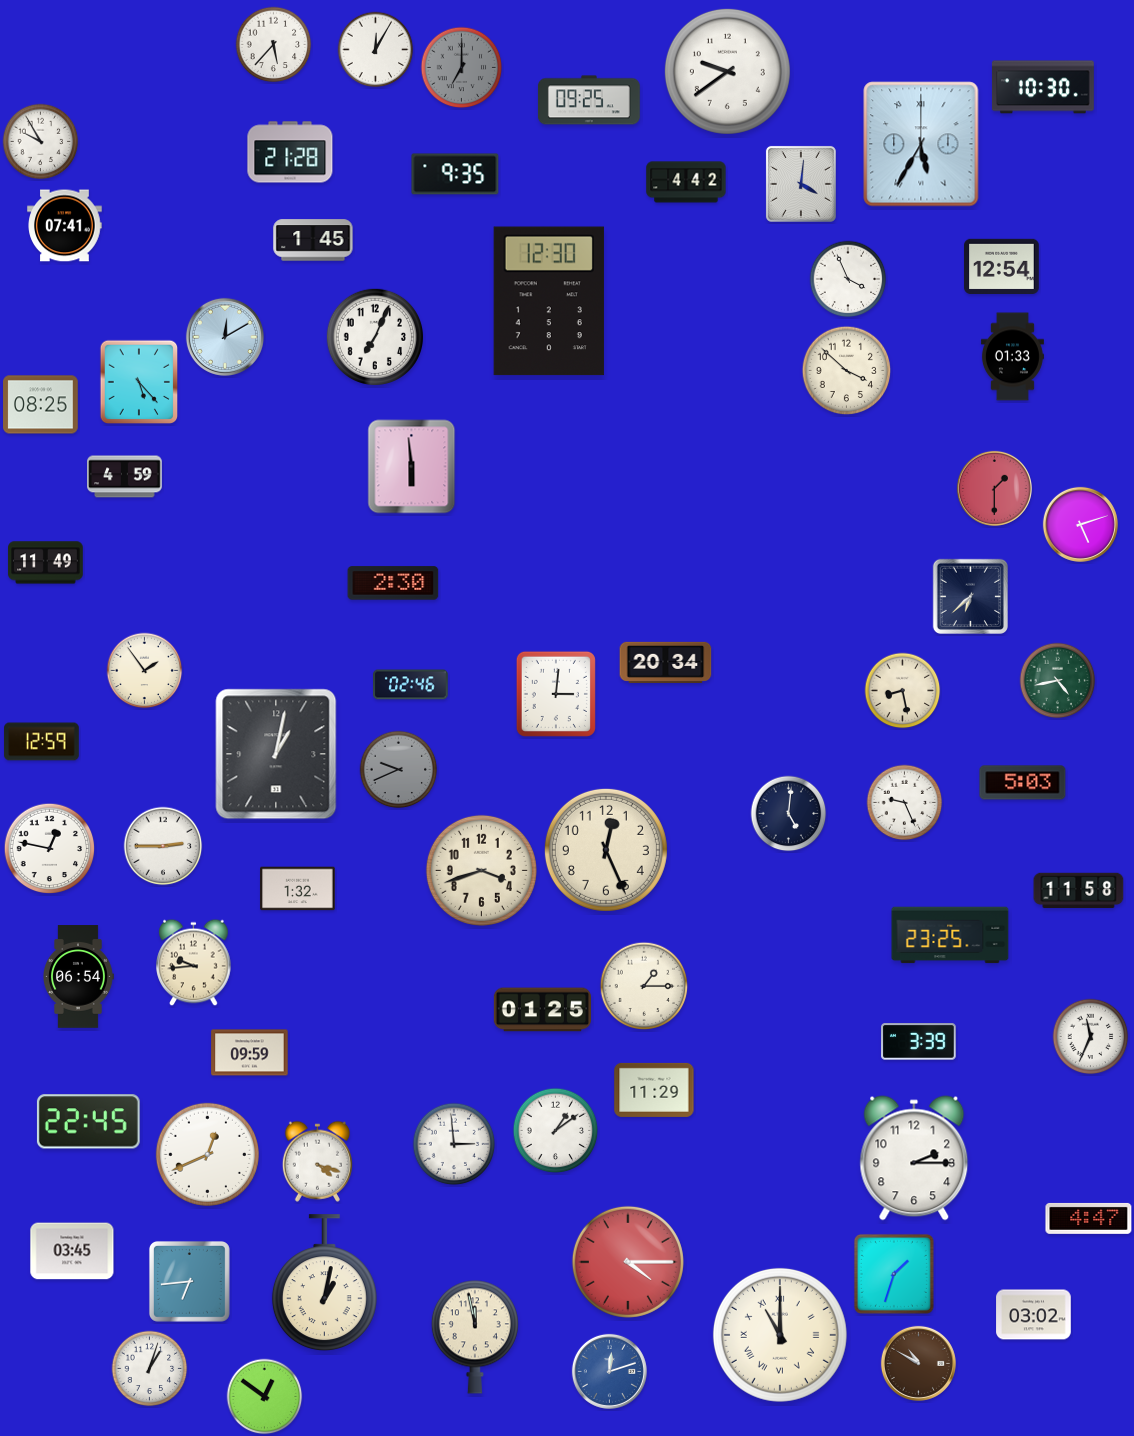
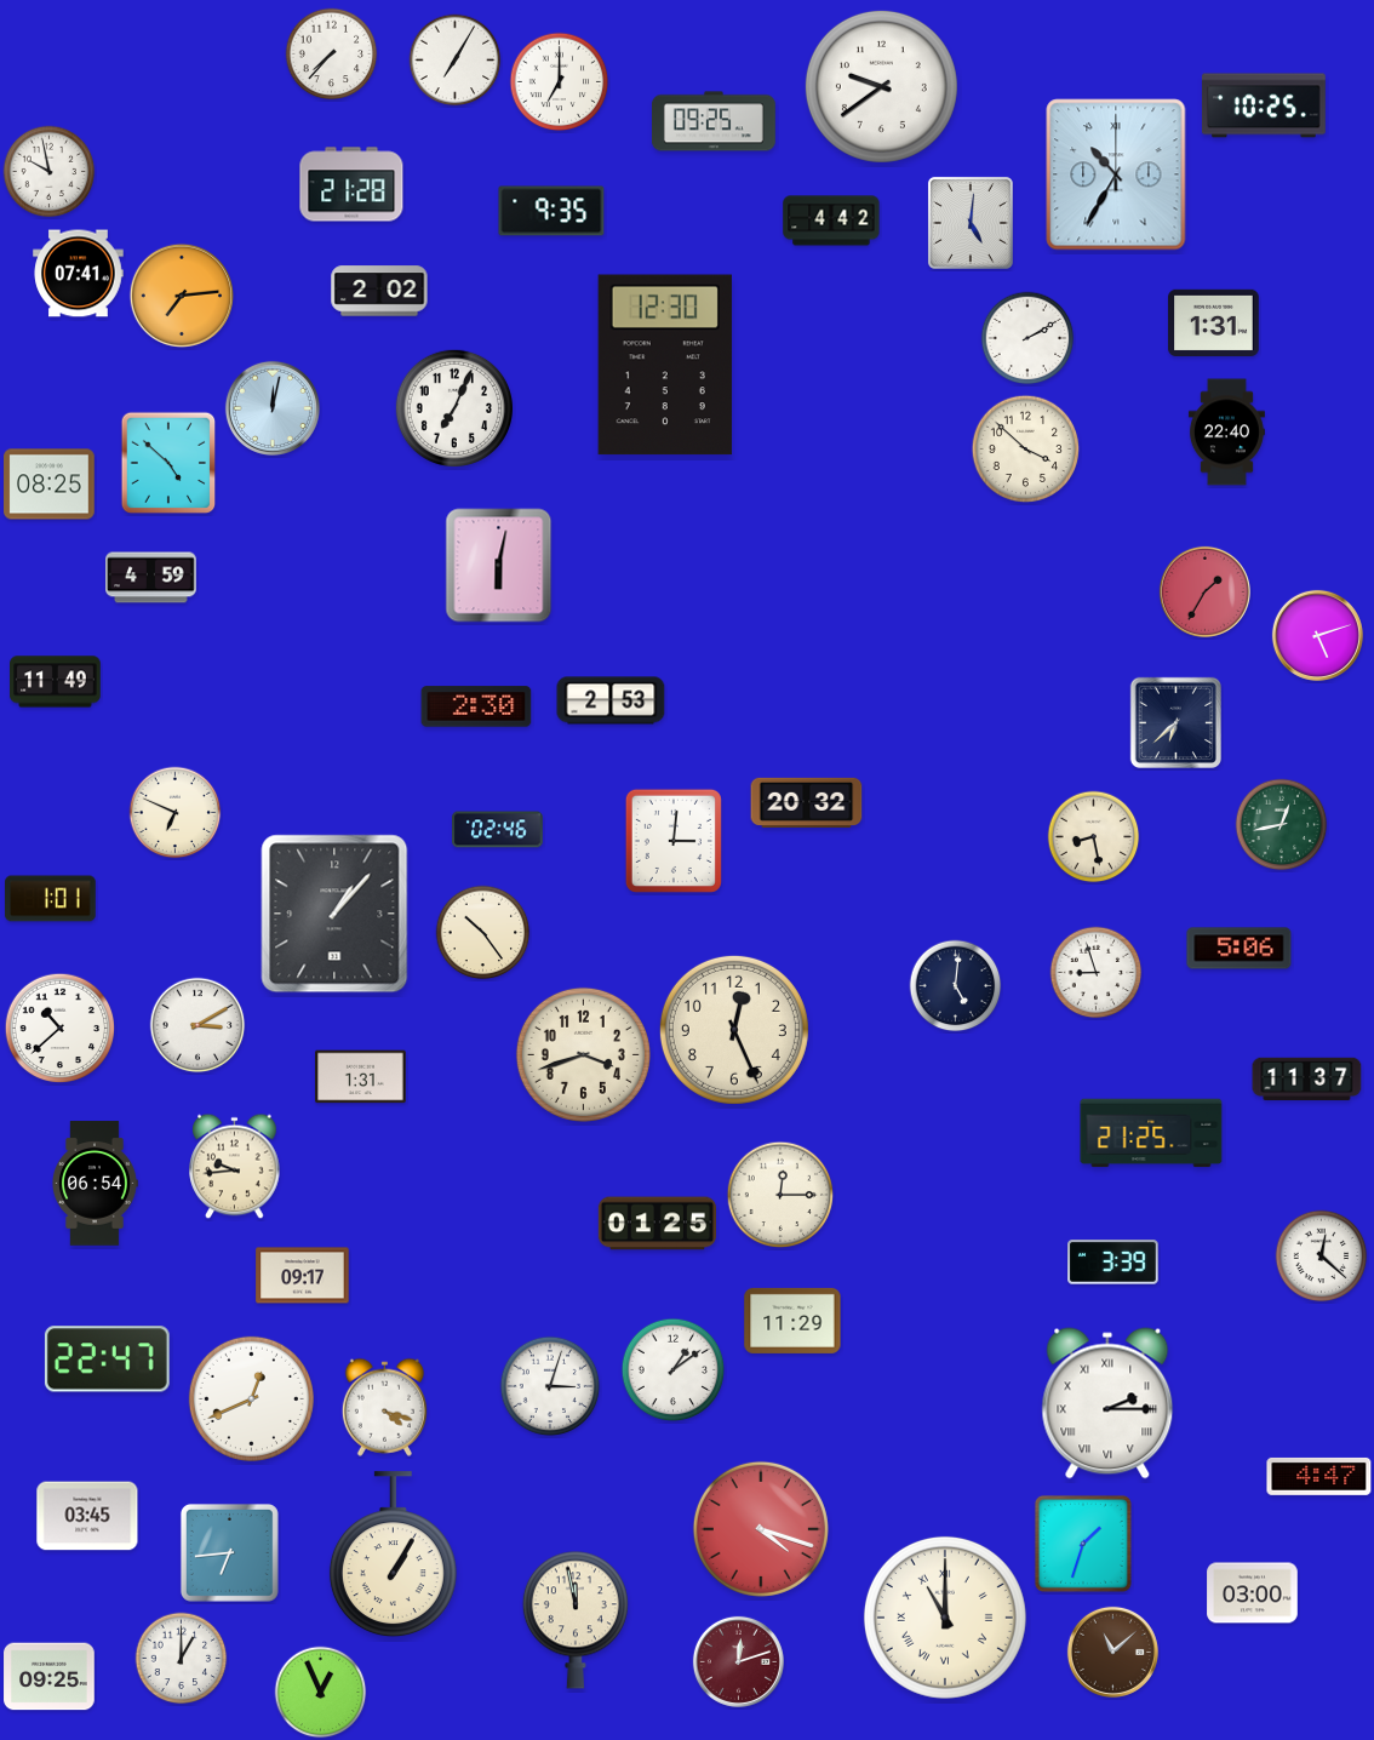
clock at (274, 45): 5:37 -> 7:37
clock at (376, 50): 12:05 -> 7:05
clock at (462, 68) dial: grey -> white
clock at (1043, 87): 10:30 -> 10:25
clock at (41, 142): 9:55 -> 9:58
clock at (921, 144): 5:35 -> 10:35
clock at (801, 184): 4:01 -> 5:01
clock at (313, 240): 1:45 -> 2:02
clock at (181, 294): none -> 7:14
clock at (1002, 266): 12:54 -> 1:31
clock at (848, 279): 3:56 -> 2:10
clock at (225, 337): 12:10 -> 12:02
clock at (1012, 357): 01:33 -> 22:40
clock at (139, 382): 5:23 -> 4:52
clock at (41, 405) position: (41, 405) -> (50, 485)
clock at (412, 467): 5:59 -> 6:02
clock at (994, 488): 1:30 -> 1:35
clock at (1080, 524) position: (1080, 524) -> (1317, 635)
clock at (611, 700): none -> 2:53
clock at (666, 662): 20:34 -> 20:32
clock at (145, 671): 1:54 -> 6:49
clock at (1058, 681): 4:43 -> 12:43
clock at (42, 742): 12:59 -> 1:01
clock at (276, 754): 1:02 -> 1:07
clock at (399, 770): 9:41 -> 10:24
clock at (399, 770) dial: grey -> cream
clock at (1023, 783): 5:03 -> 5:06
clock at (905, 803): 9:26 -> 8:57
clock at (163, 846): 2:45 -> 3:10
clock at (50, 849): 12:47 -> 10:38
clock at (298, 889): 1:32 -> 1:31
clock at (1079, 891): 11:58 -> 11:37
clock at (950, 935): 23:25 -> 21:25
clock at (644, 986): 1:15 -> 12:15
clock at (1091, 1037): 11:34 -> 12:22
clock at (250, 1053): 09:59 -> 09:17
clock at (88, 1122): 22:45 -> 22:47
clock at (454, 1144): 2:59 -> 3:03
clock at (914, 1158) numerals: Arabic -> Roman
clock at (628, 1262): 4:15 -> 4:18
clock at (324, 1283): 1:02 -> 1:05
clock at (1034, 1315): 03:02 -> 03:00
clock at (918, 1363): 10:50 -> 11:08
clock at (150, 1369): 1:03 -> 1:00
clock at (609, 1371) dial: blue -> burgundy
clock at (50, 1677): none -> 09:25
clock at (265, 1397): 12:51 -> 12:56
